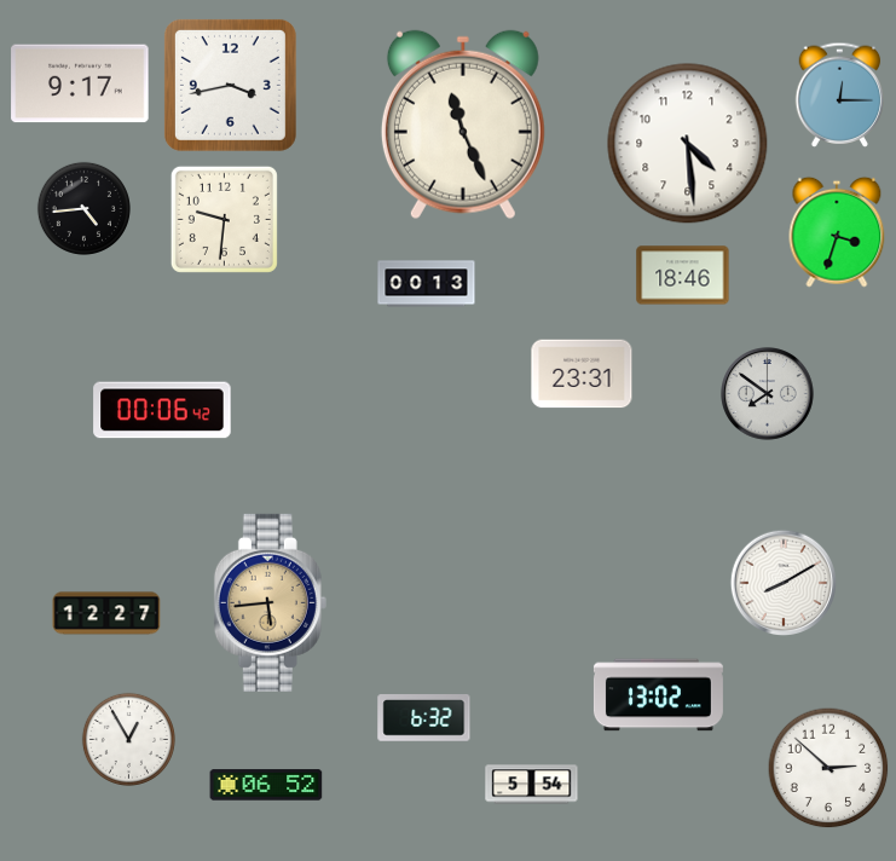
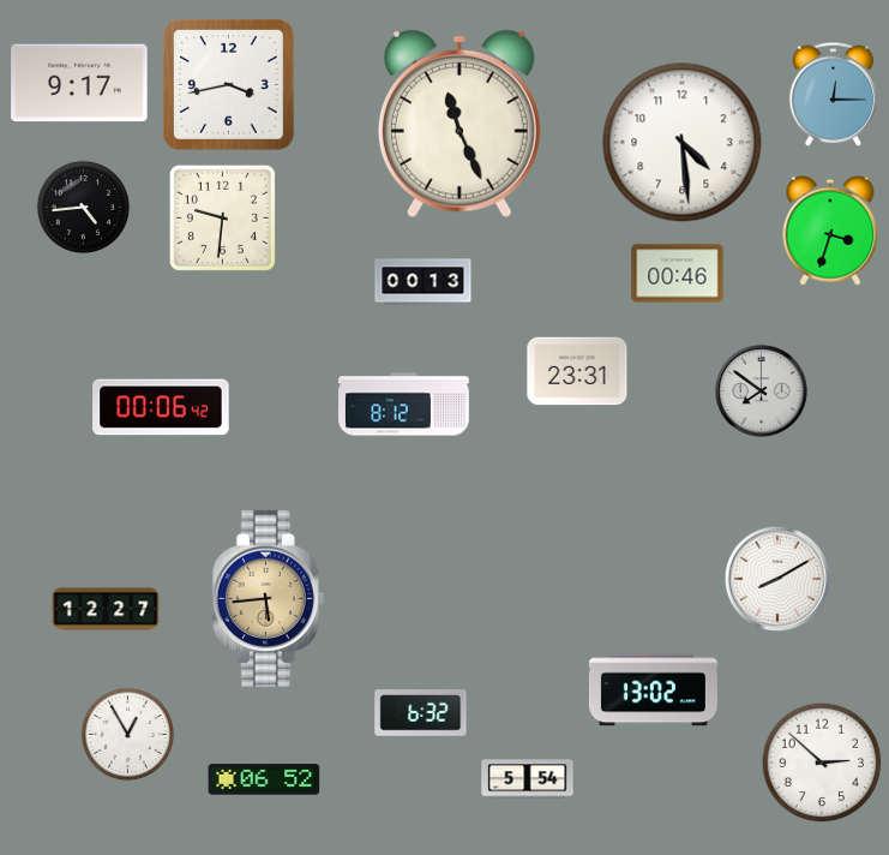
clock at (683, 276): 18:46 -> 00:46
clock at (404, 405): none -> 8:12
